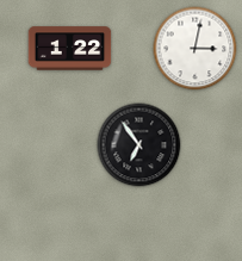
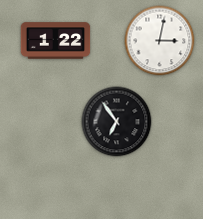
clock at (70, 49) position: (70, 49) -> (56, 41)
clock at (196, 49) position: (196, 49) -> (160, 41)
